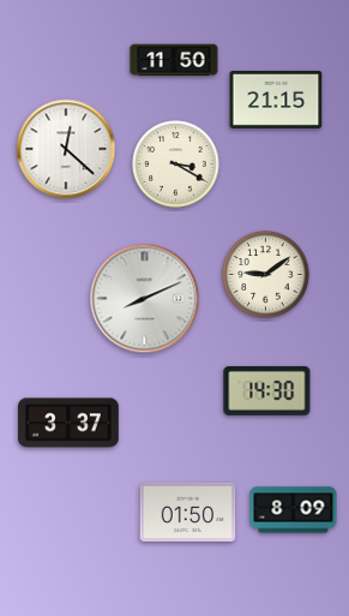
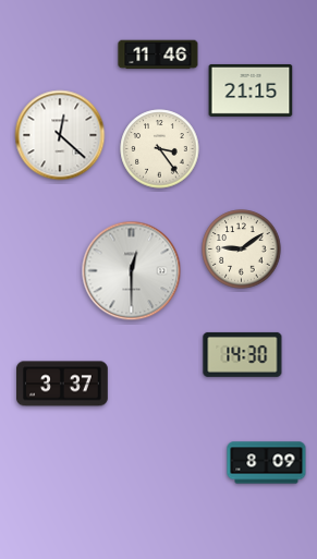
clock at (174, 60): 11:50 -> 11:46
clock at (176, 165): 3:20 -> 3:24
clock at (145, 299): 8:11 -> 12:30
clock at (188, 512): 01:50 -> none
